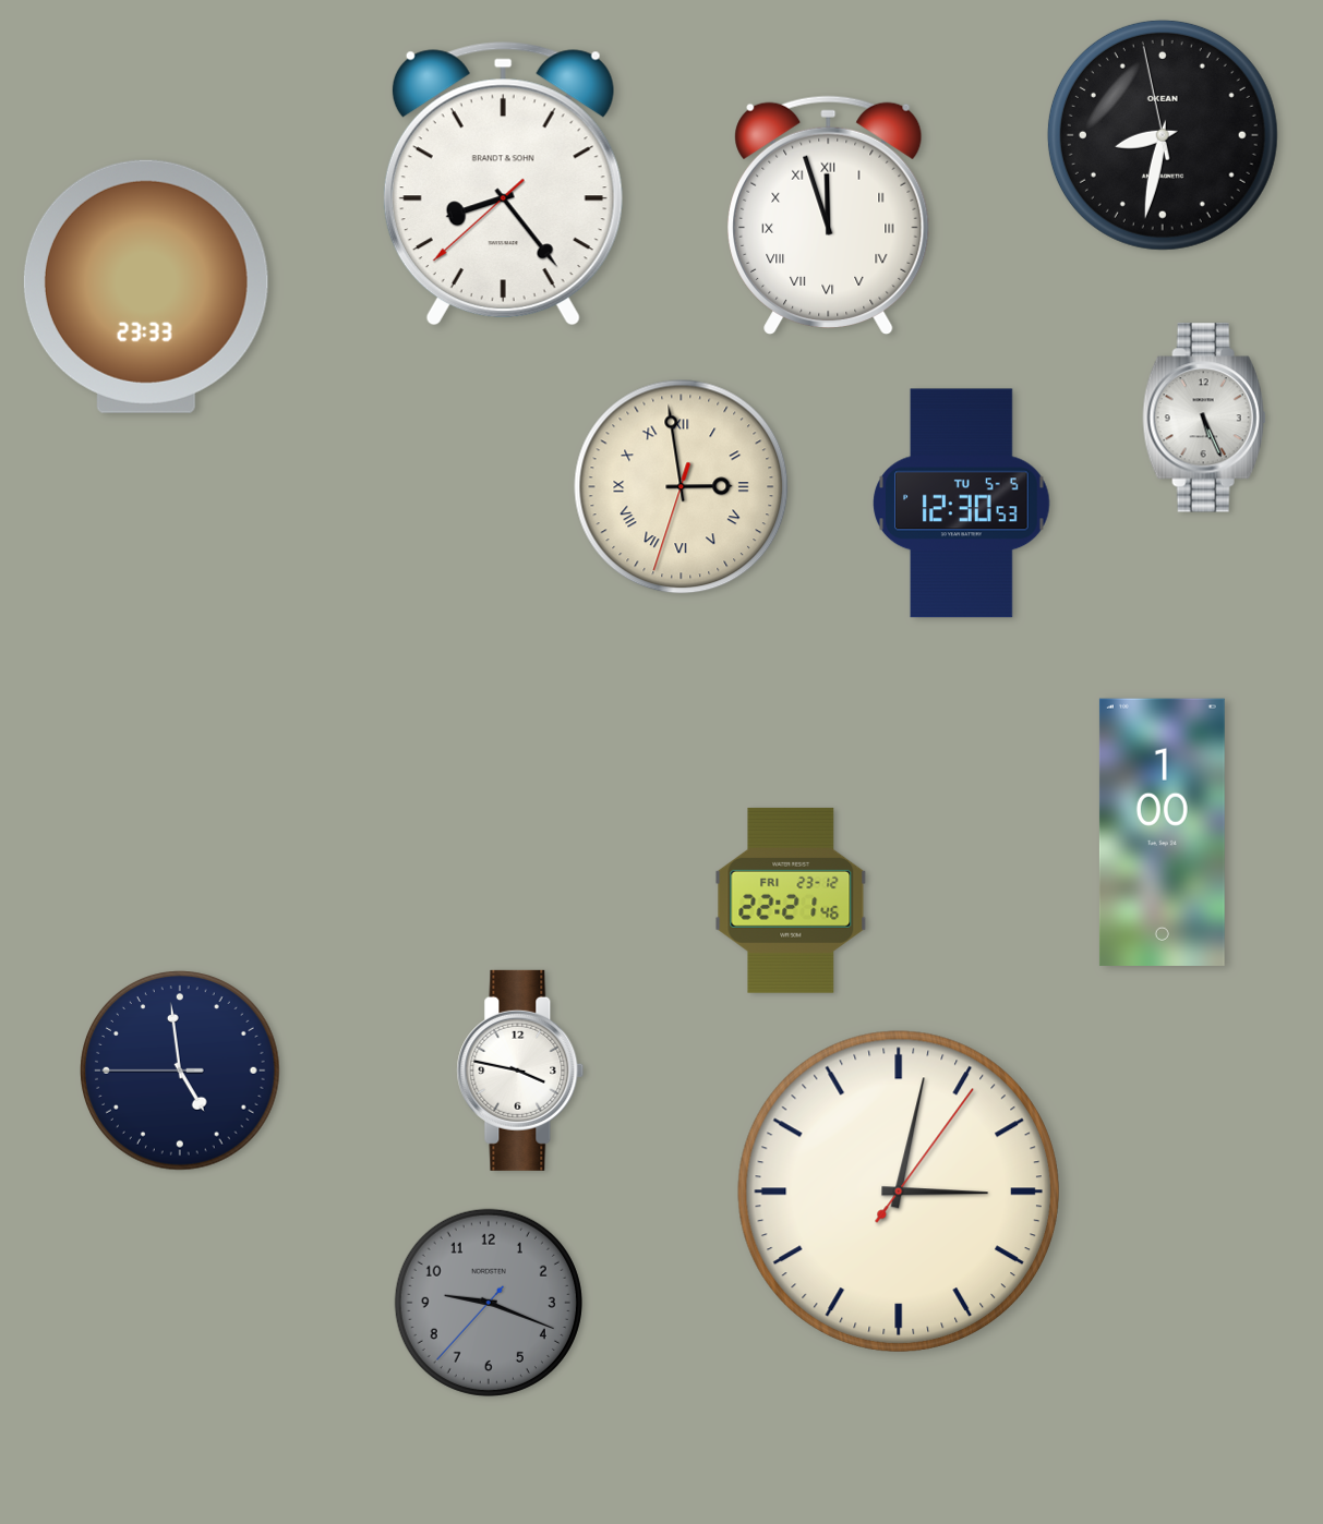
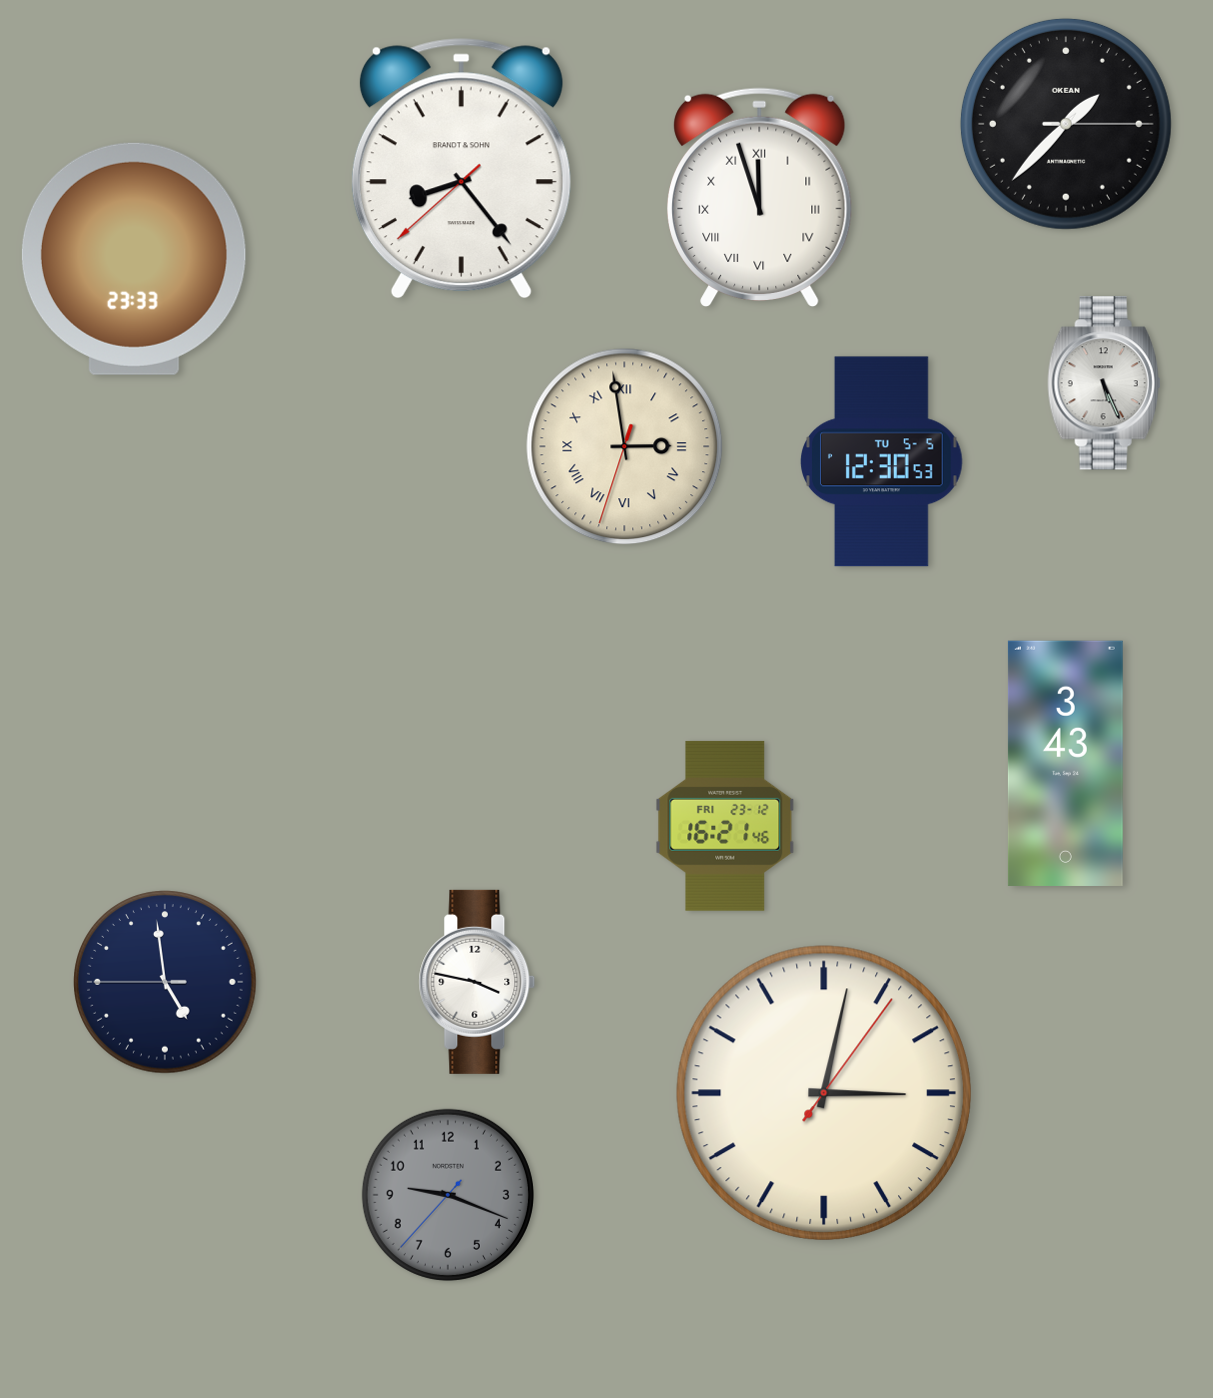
clock at (1163, 135): 8:31 -> 1:37
clock at (146, 287) position: (146, 287) -> (134, 259)
clock at (1162, 832): 1:00 -> 3:43
clock at (791, 900): 22:21 -> 16:21
